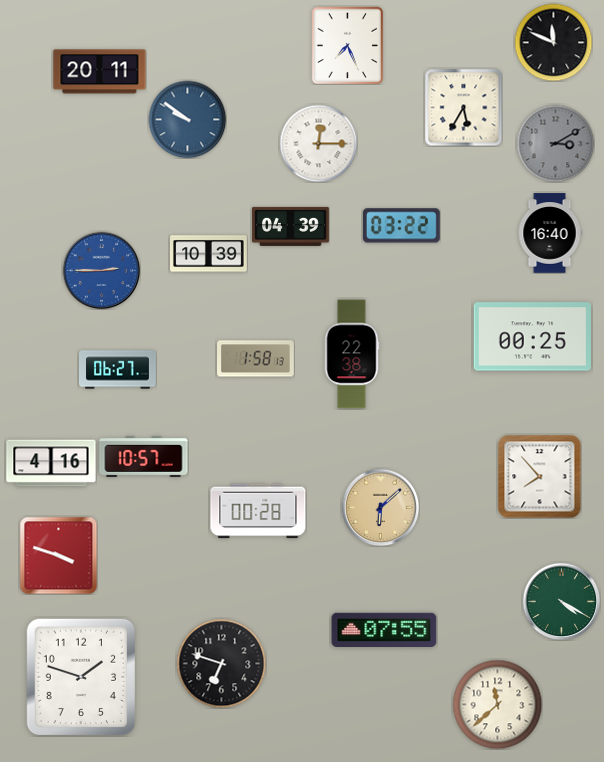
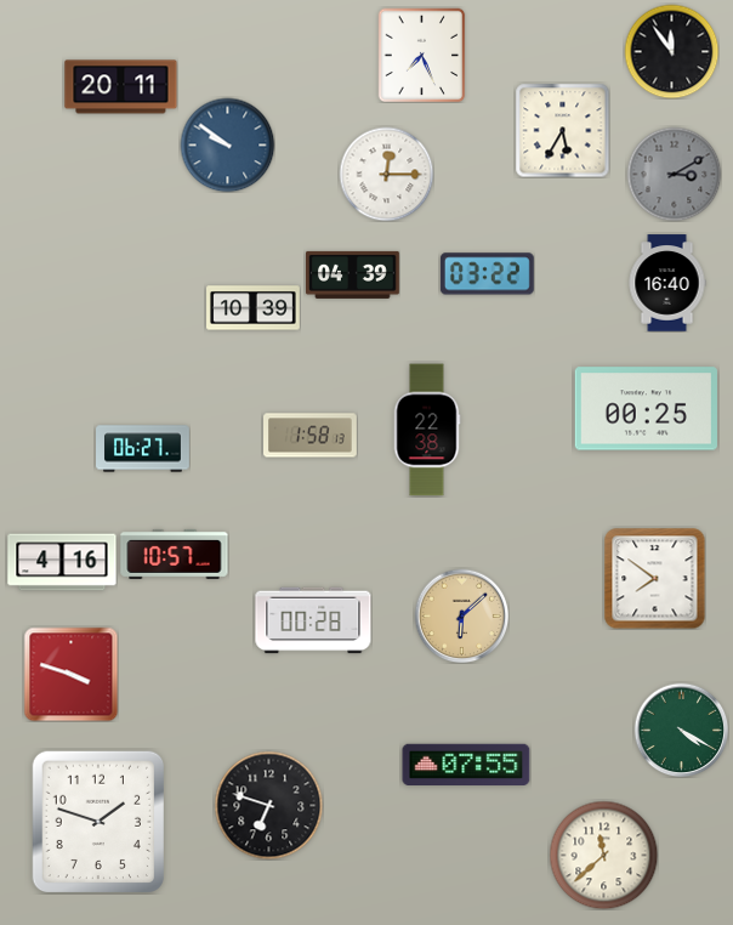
clock at (553, 42): 11:49 -> 11:54
clock at (101, 270): 2:45 -> none
clock at (539, 476): 7:53 -> 7:51
